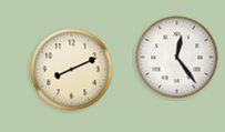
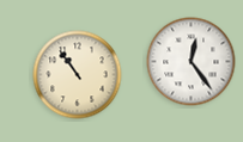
clock at (72, 70): 8:11 -> 10:54
